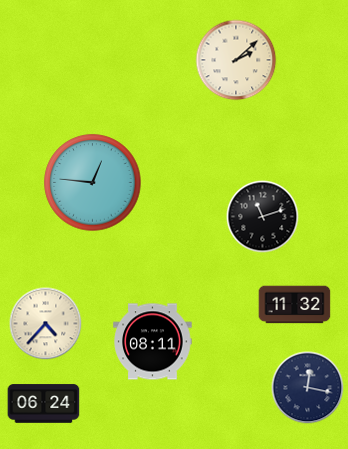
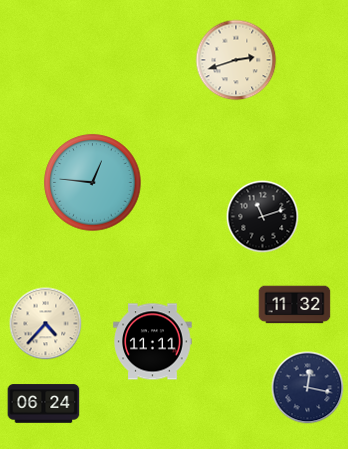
clock at (236, 60): 2:08 -> 2:42
clock at (153, 342): 08:11 -> 11:11
